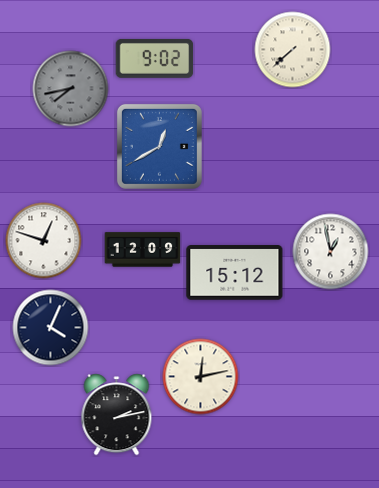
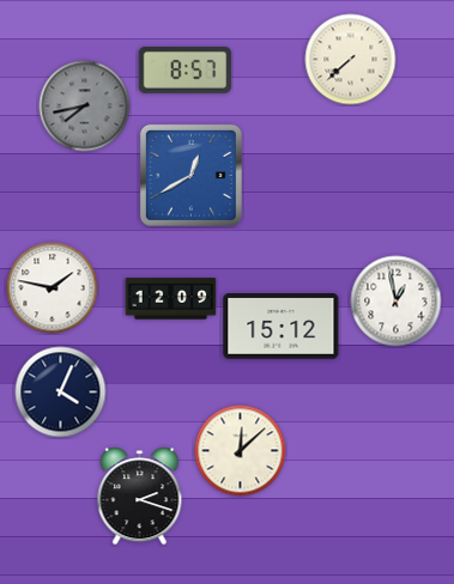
clock at (155, 58): 9:02 -> 8:57
clock at (44, 241): 12:48 -> 1:47
clock at (201, 377): 12:13 -> 12:08
clock at (117, 415): 2:13 -> 2:18
